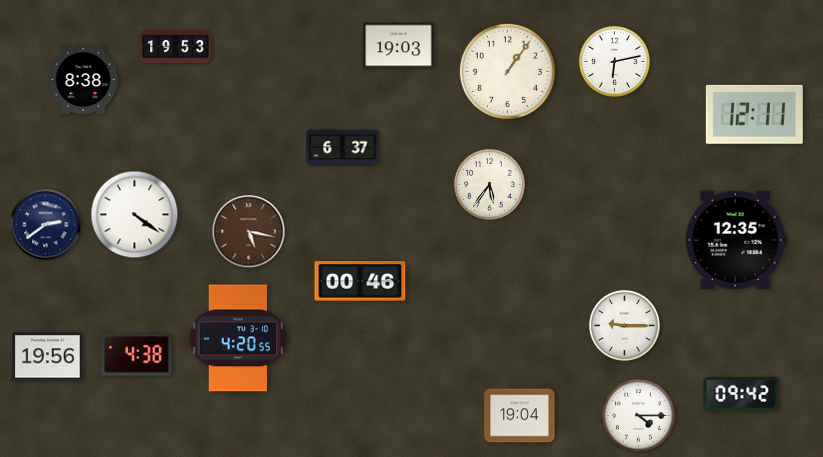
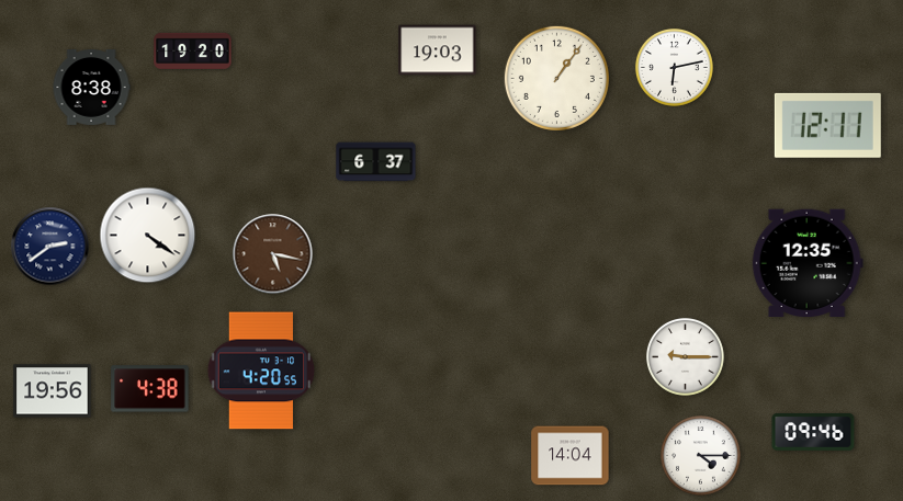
clock at (176, 46): 19:53 -> 19:20
clock at (489, 184): 5:36 -> none
clock at (360, 281): 00:46 -> none
clock at (741, 394): 09:42 -> 09:46
clock at (520, 416): 19:04 -> 14:04
